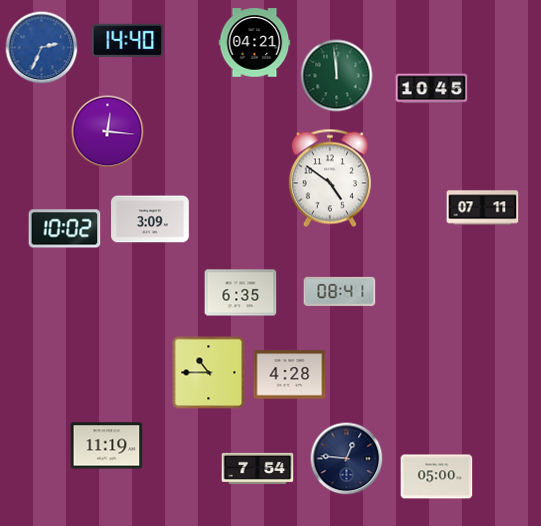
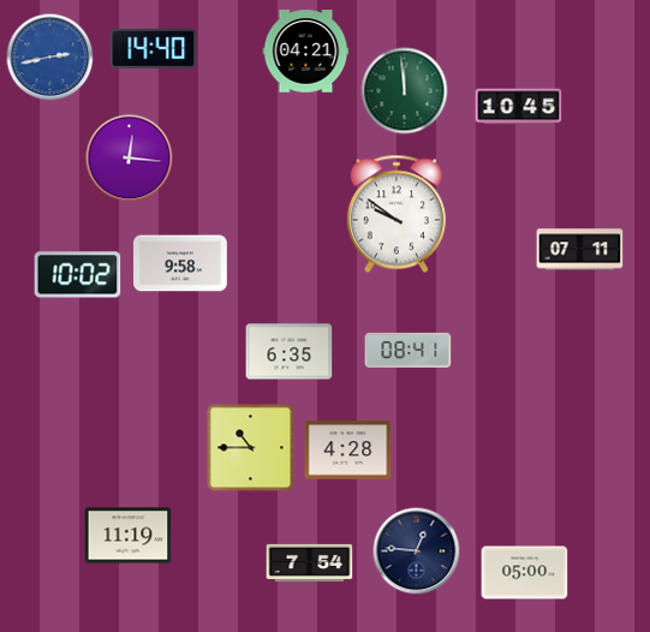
clock at (42, 48): 2:34 -> 2:43
clock at (330, 178): 4:51 -> 9:51
clock at (150, 219): 3:09 -> 9:58
